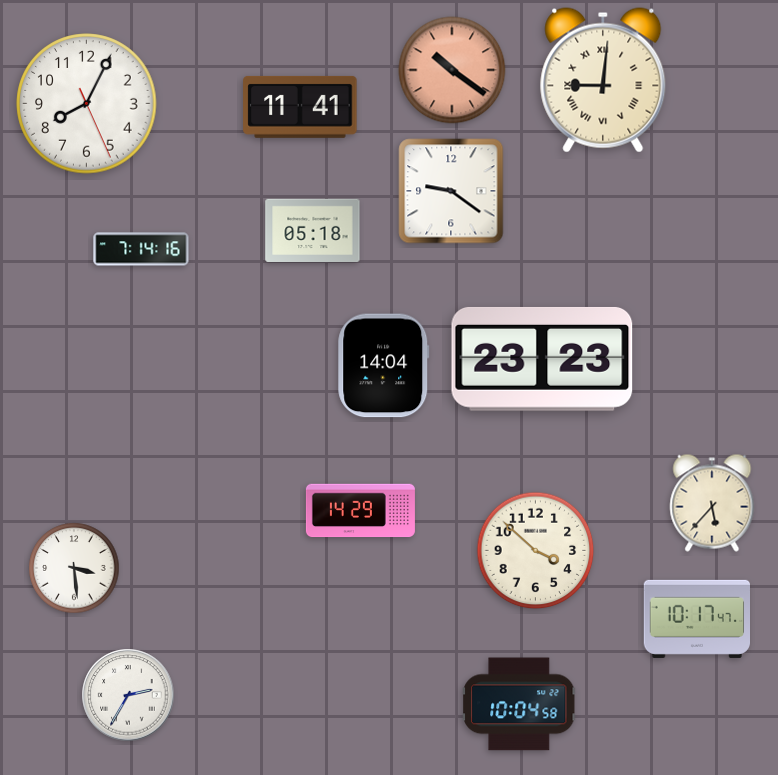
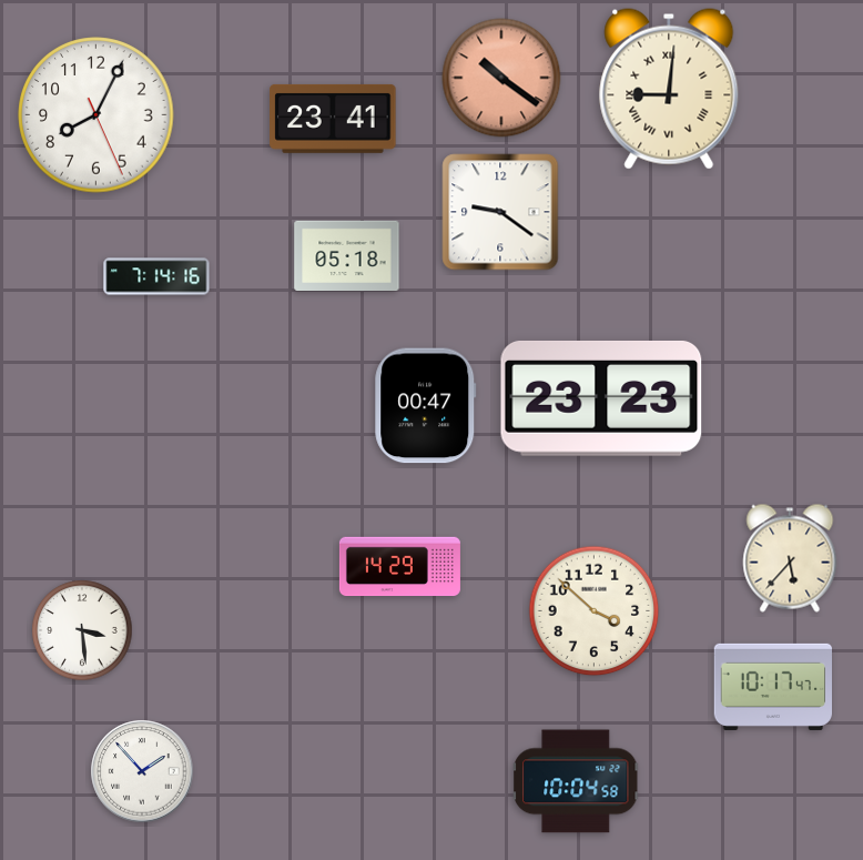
clock at (300, 107): 11:41 -> 23:41
clock at (384, 366): 14:04 -> 00:47
clock at (128, 695): 2:35 -> 1:53
